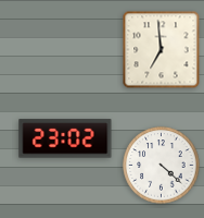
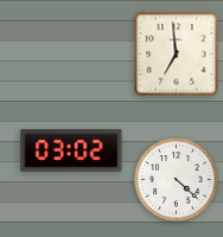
clock at (65, 138): 23:02 -> 03:02
